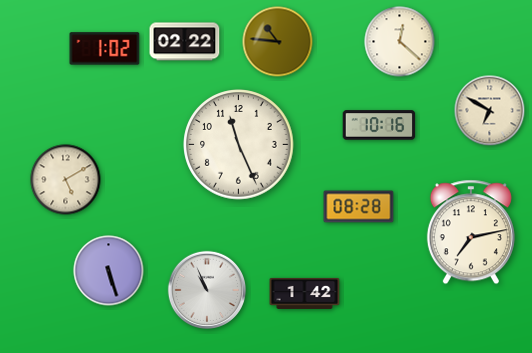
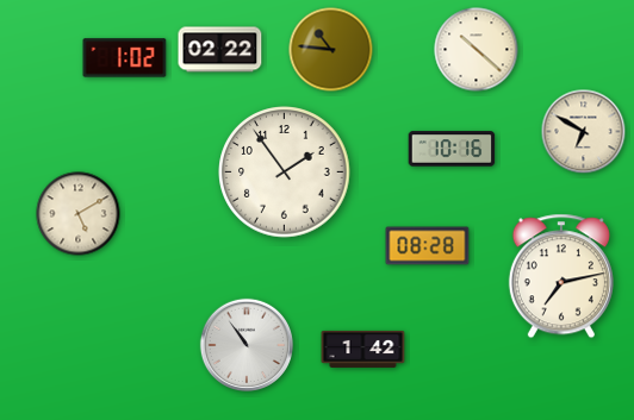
clock at (400, 42): 12:22 -> 10:22
clock at (239, 145): 11:26 -> 1:54
clock at (109, 271): 5:27 -> none
clock at (206, 289): 10:56 -> 10:54
